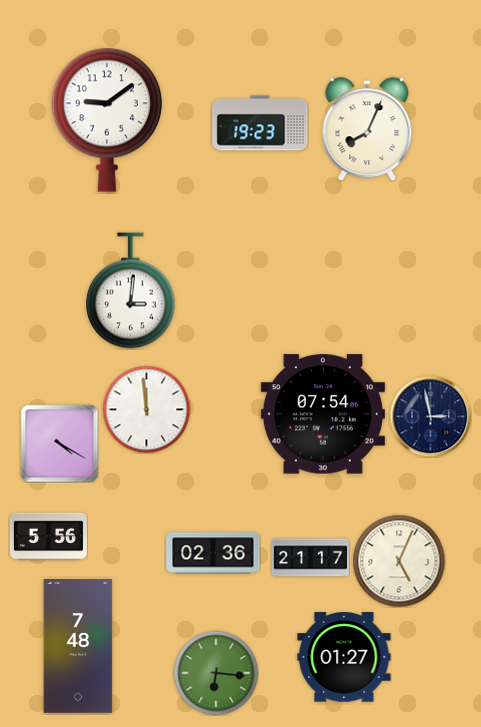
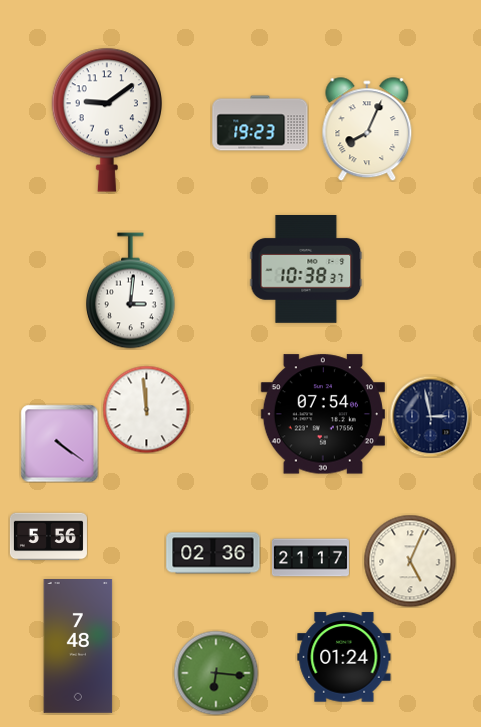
clock at (306, 270): none -> 10:38
clock at (59, 443): 4:20 -> 4:21
clock at (399, 561) position: (399, 561) -> (410, 561)
clock at (344, 657): 01:27 -> 01:24
